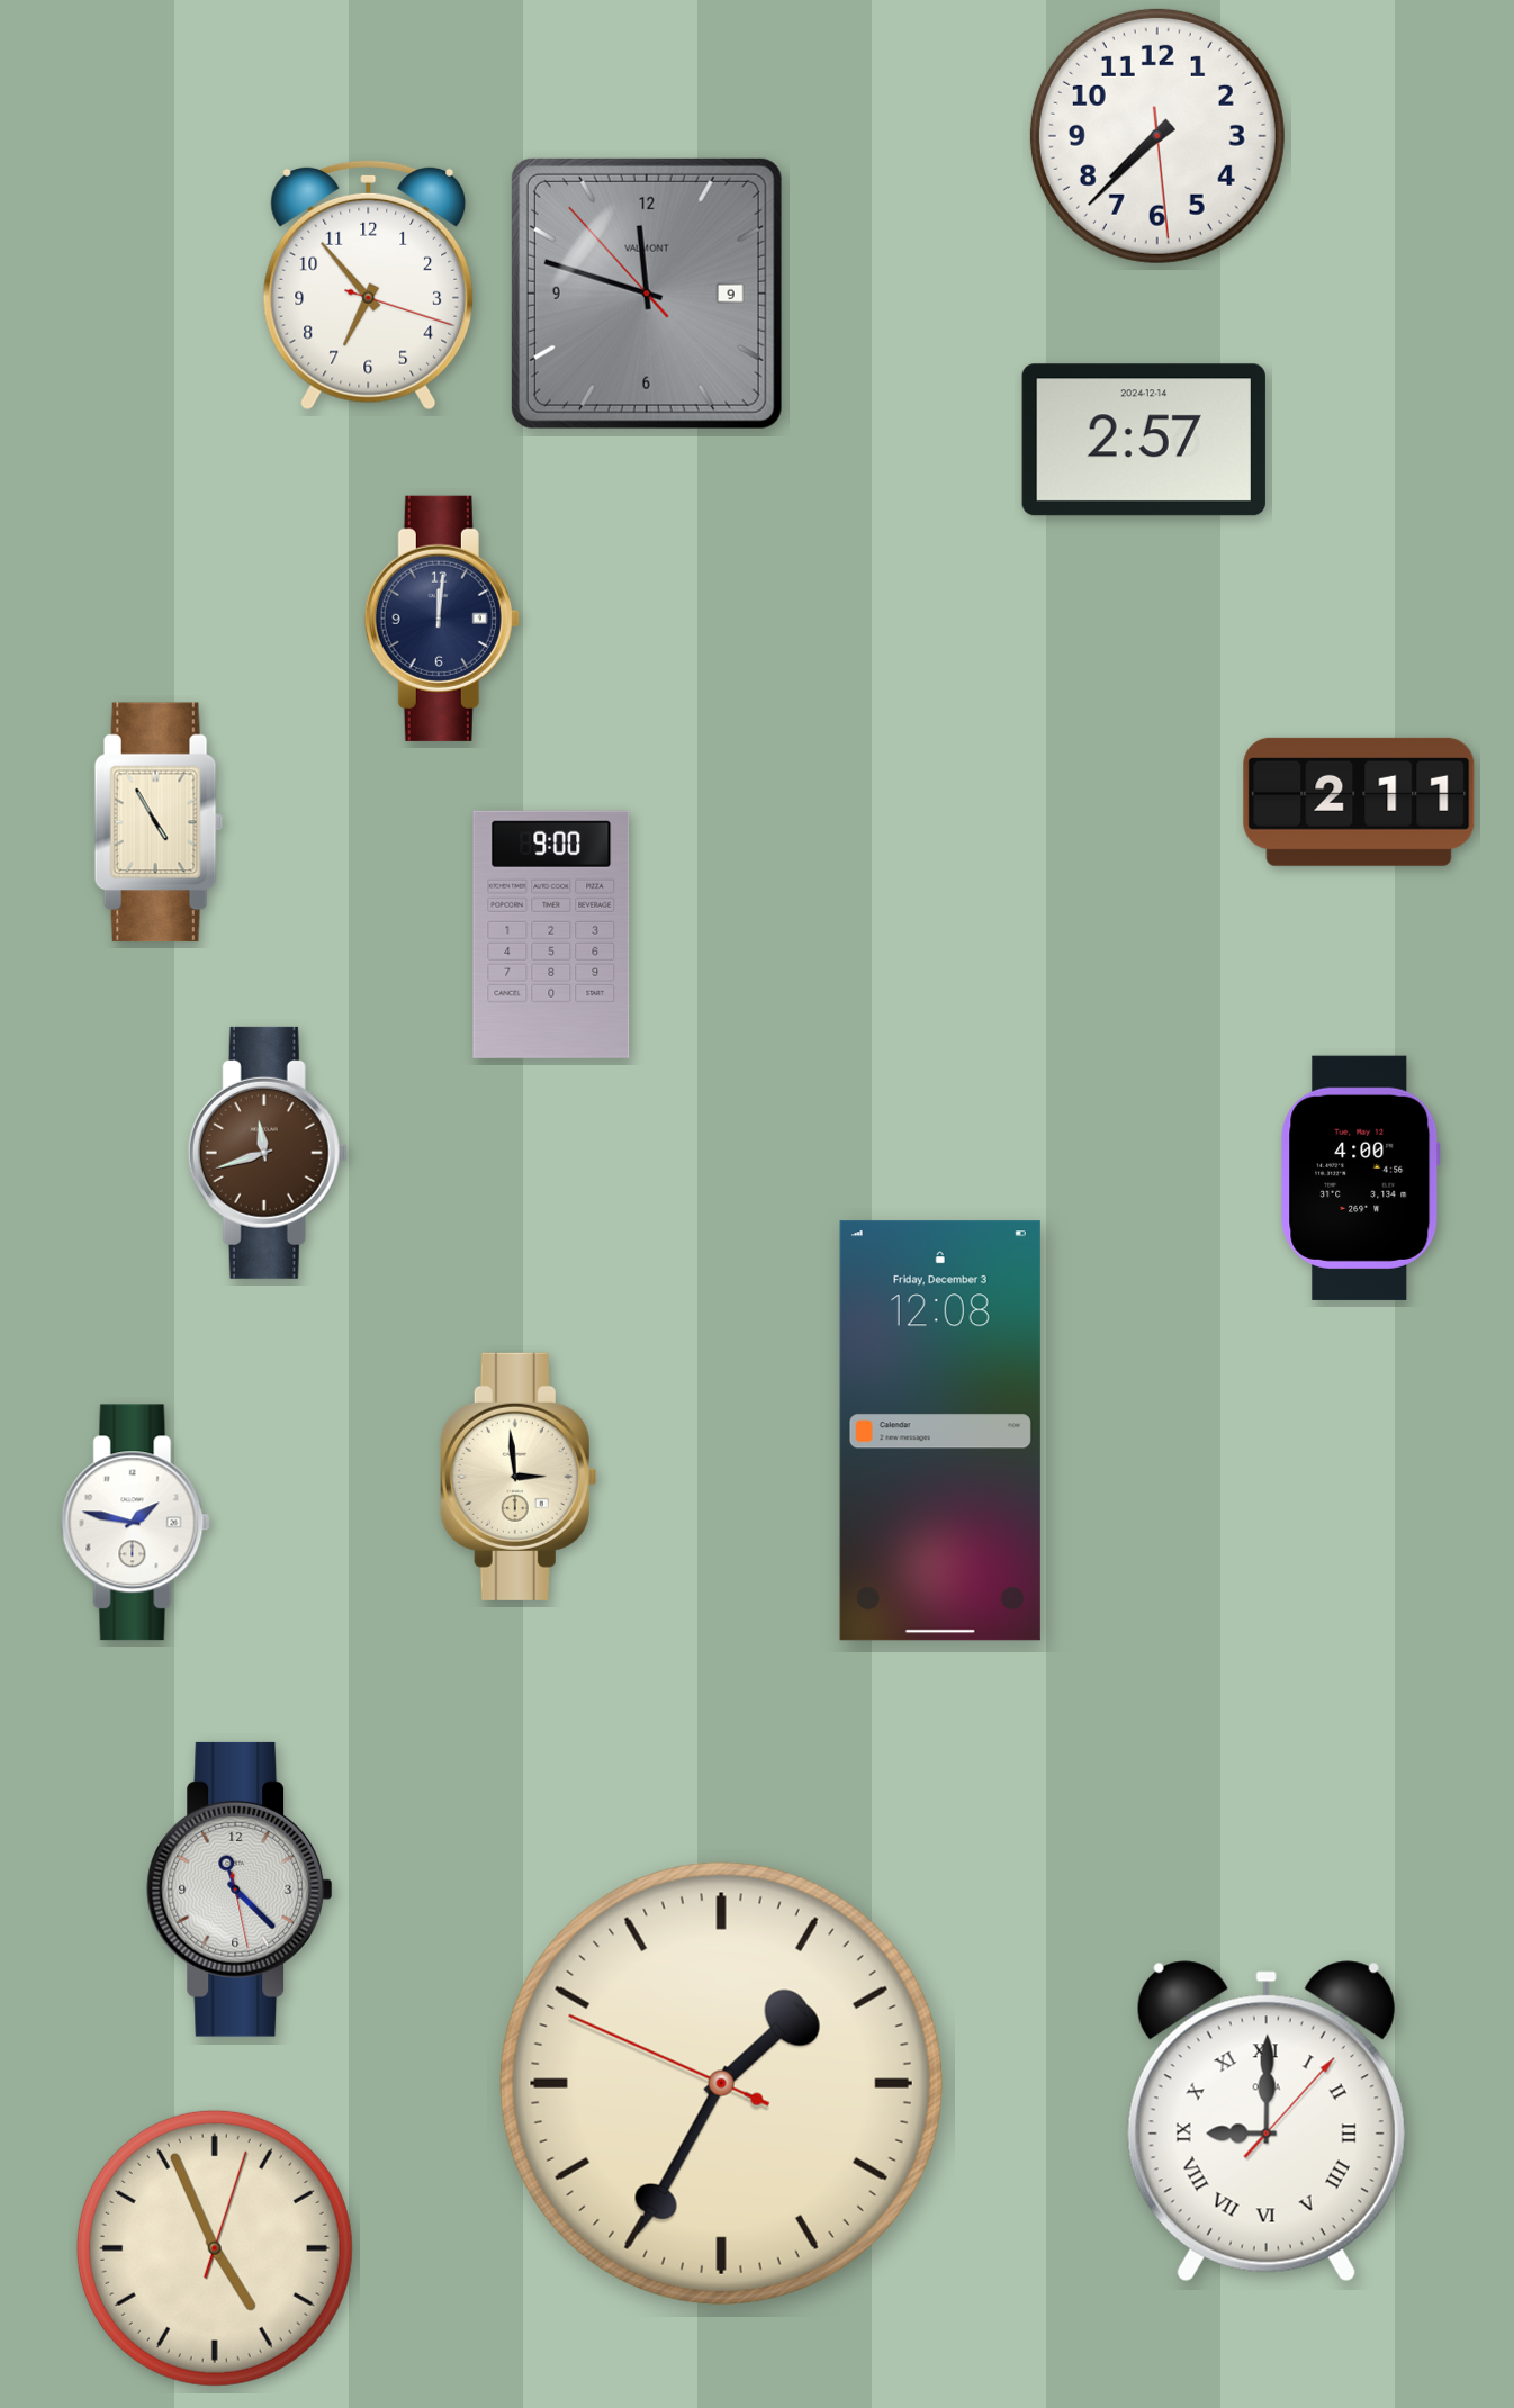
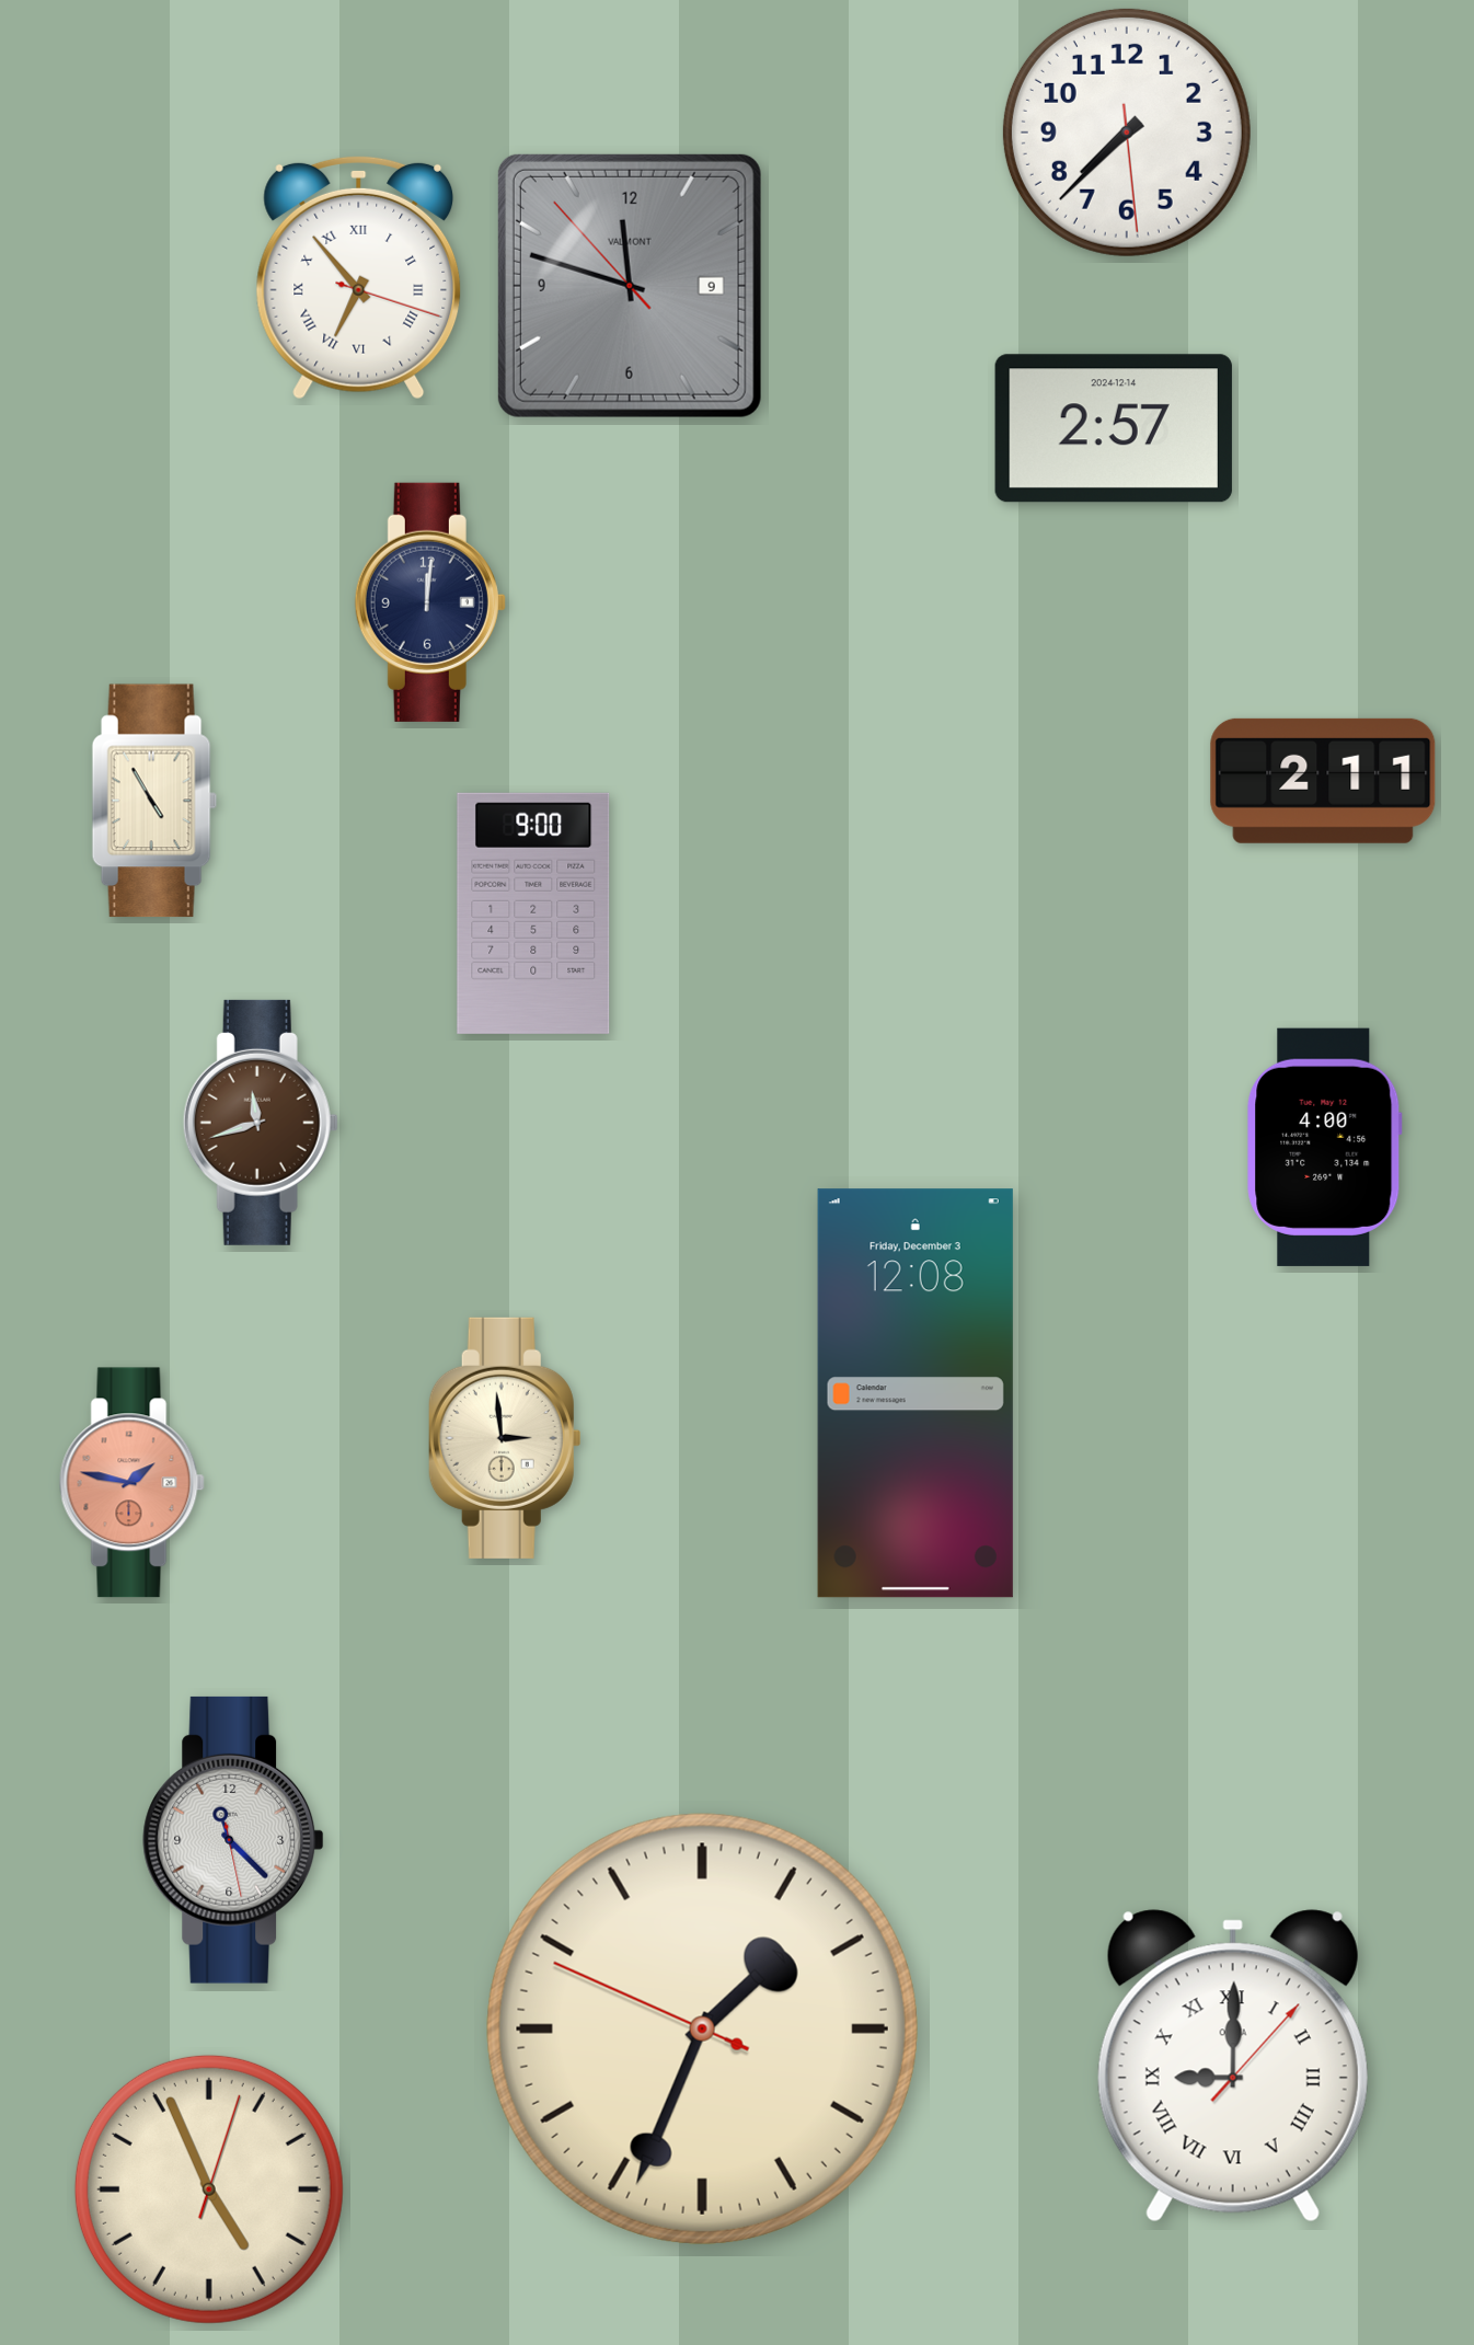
clock at (369, 285) numerals: Arabic -> Roman
clock at (551, 935) position: (551, 935) -> (533, 913)
clock at (135, 1523) dial: white -> salmon
clock at (721, 2083): 1:34 -> 1:33
